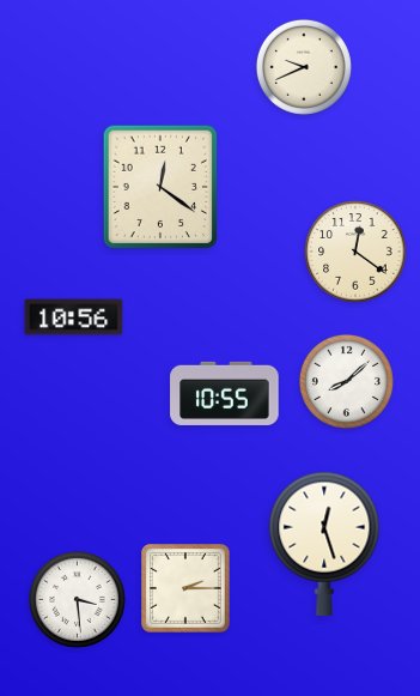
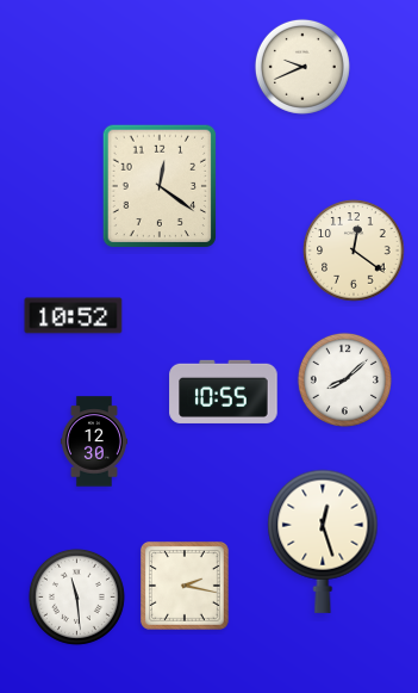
clock at (74, 317): 10:56 -> 10:52
clock at (94, 441): none -> 12:30
clock at (185, 588): 2:15 -> 2:17
clock at (77, 599): 3:29 -> 11:29
